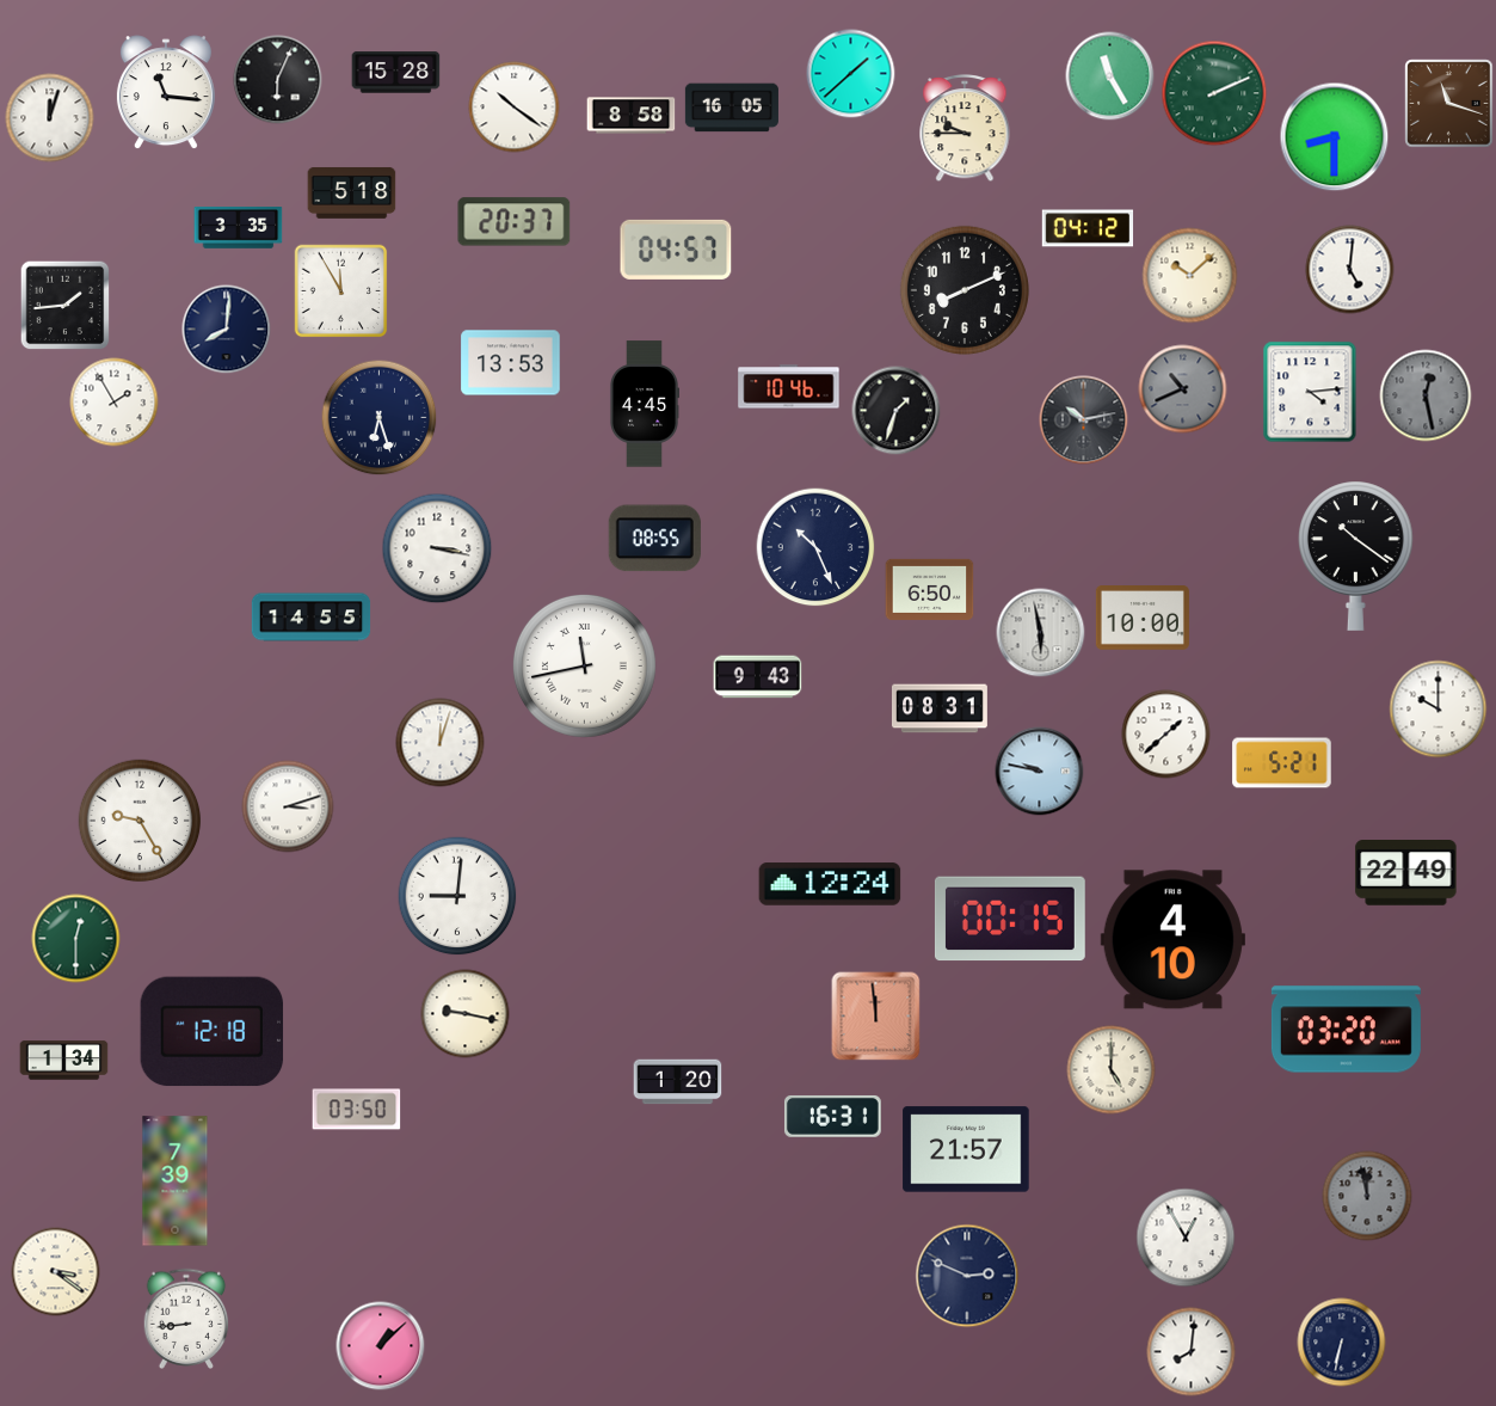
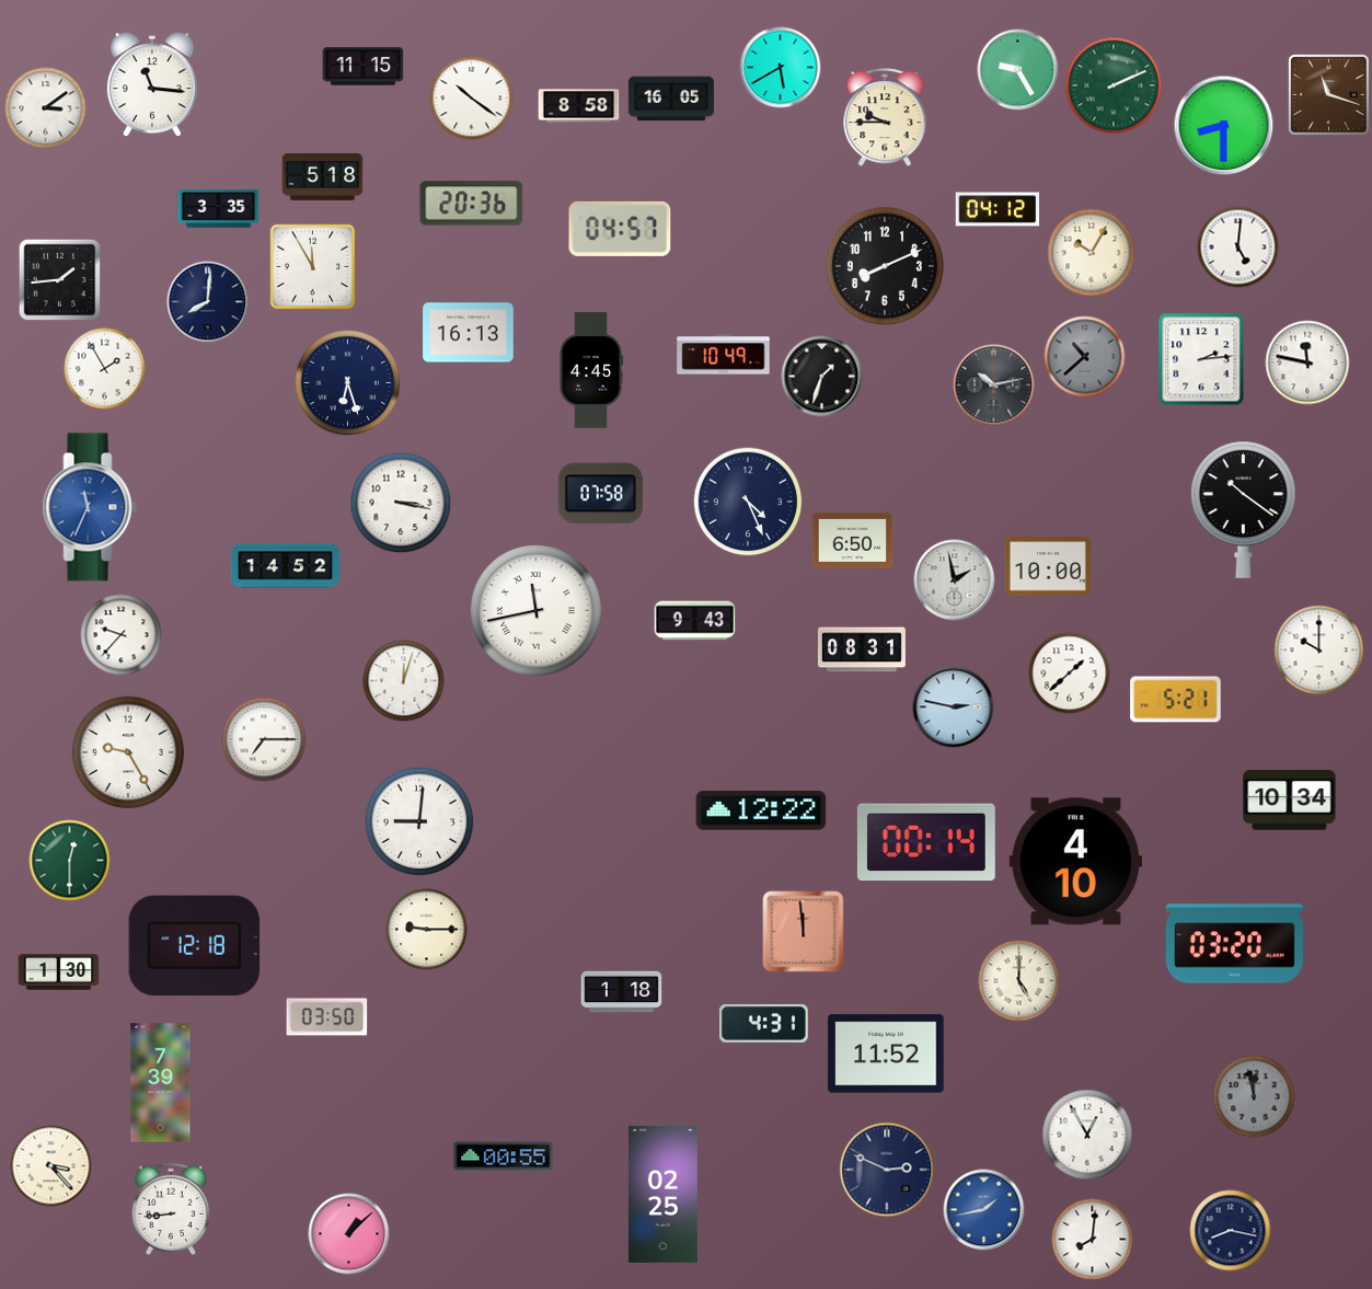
clock at (396, 73): 15:28 -> 11:15
clock at (851, 74): 1:38 -> 5:40
clock at (1110, 76): 11:25 -> 9:25
clock at (278, 80): 6:04 -> none
clock at (50, 118): 12:03 -> 3:09
clock at (515, 222): 20:37 -> 20:36
clock at (1190, 276): 10:08 -> 10:05
clock at (511, 363): 13:53 -> 16:13
clock at (789, 387): 10:46 -> 10:49
clock at (1183, 389): 10:41 -> 10:38
clock at (1310, 392): 4:14 -> 2:14
clock at (1426, 395): 12:28 -> 11:47
clock at (1426, 395) dial: grey -> white
clock at (654, 539): 08:55 -> 07:58
clock at (815, 547): 10:26 -> 4:26
clock at (90, 507): none -> 11:34
clock at (312, 618): 14:55 -> 14:52
clock at (1041, 633): 5:58 -> 1:58
clock at (122, 635): none -> 9:37
clock at (1040, 772): 9:47 -> 2:47
clock at (288, 806): 3:12 -> 7:15
clock at (1406, 873): 22:49 -> 10:34
clock at (830, 884): 12:24 -> 12:22
clock at (1010, 919): 00:15 -> 00:14
clock at (466, 1014): 9:17 -> 9:15
clock at (64, 1061): 1:34 -> 1:30
clock at (678, 1082): 1:20 -> 1:18
clock at (832, 1116): 16:31 -> 4:31
clock at (966, 1149): 21:57 -> 11:52
clock at (504, 1156): none -> 00:55
clock at (56, 1272): 3:21 -> 3:23
clock at (662, 1194): none -> 02:25
clock at (984, 1210): none -> 1:43
clock at (1342, 1343): 6:32 -> 8:17
